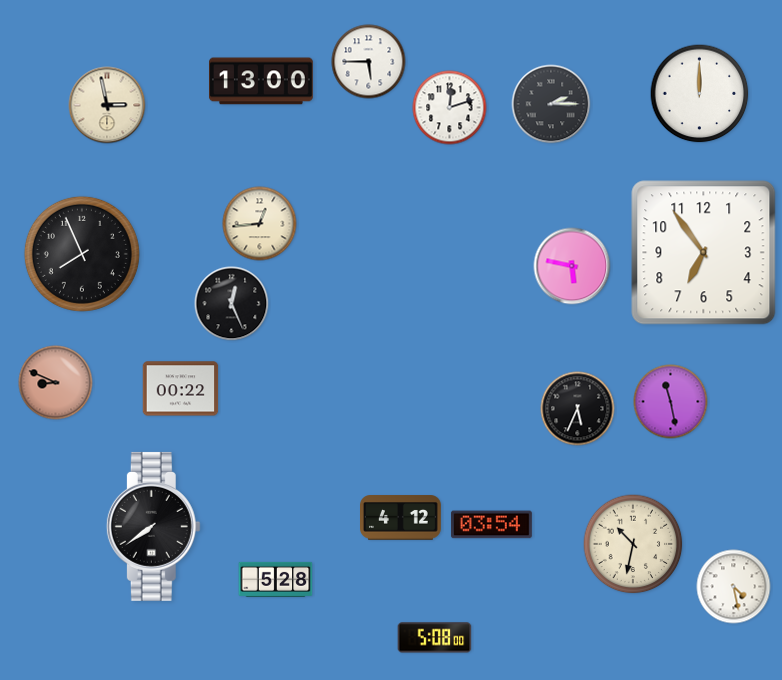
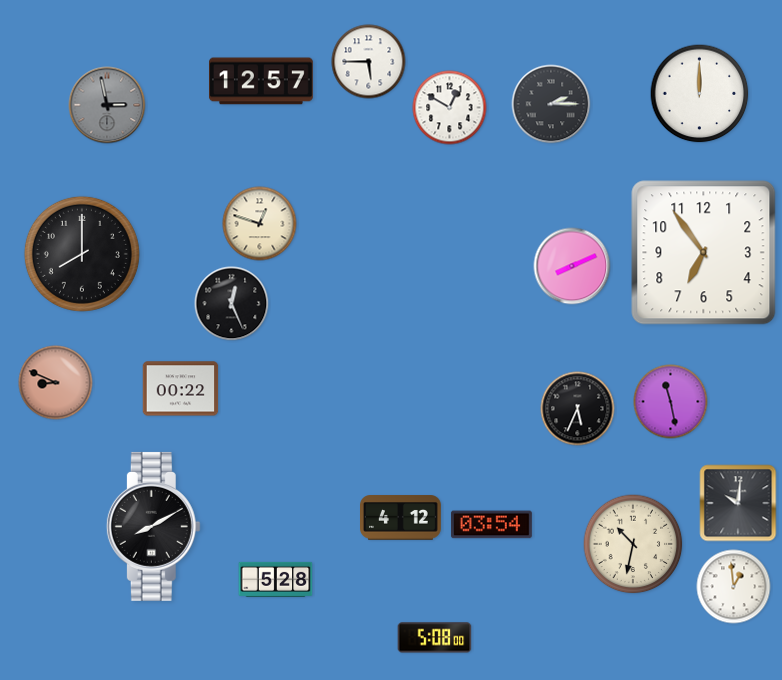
clock at (262, 81): 13:00 -> 12:57
clock at (107, 105) dial: cream -> grey
clock at (450, 108): 12:12 -> 12:50
clock at (260, 224): 12:44 -> 12:48
clock at (82, 254): 7:56 -> 8:00
clock at (572, 266): 5:47 -> 8:11
clock at (738, 503): none -> 10:01
clock at (153, 526): 7:39 -> 8:10
clock at (734, 587): 4:28 -> 12:59
